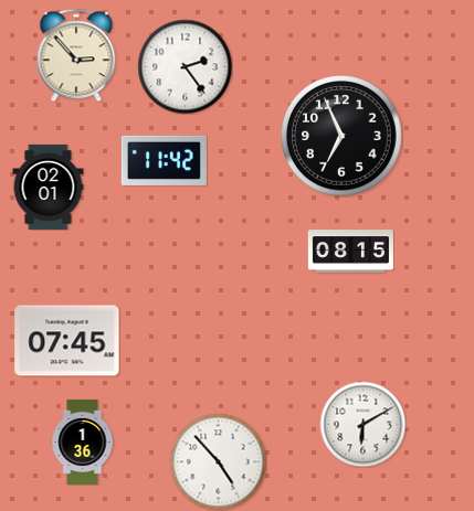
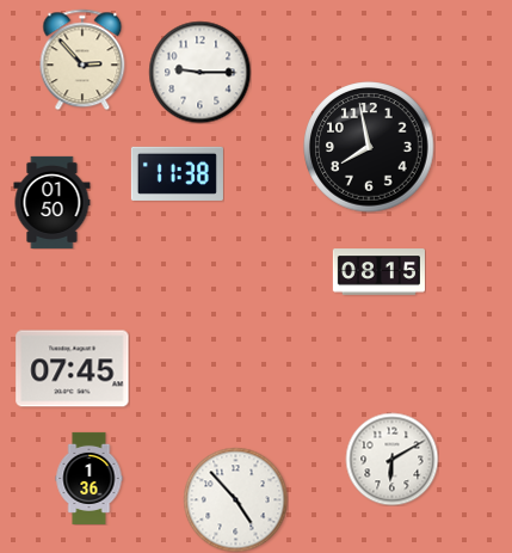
clock at (185, 66): 2:24 -> 9:15
clock at (341, 136): 6:56 -> 7:58
clock at (164, 160): 11:42 -> 11:38
clock at (49, 187): 02:01 -> 01:50
